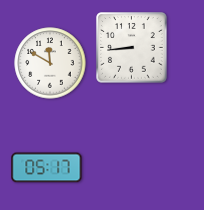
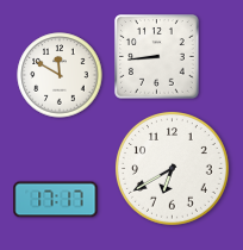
clock at (173, 169): none -> 6:40
clock at (47, 168): 05:17 -> 17:17
